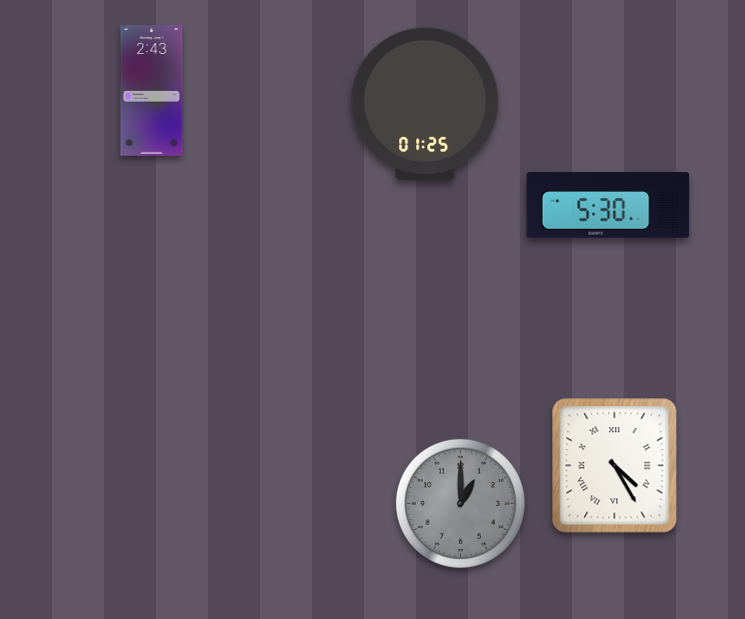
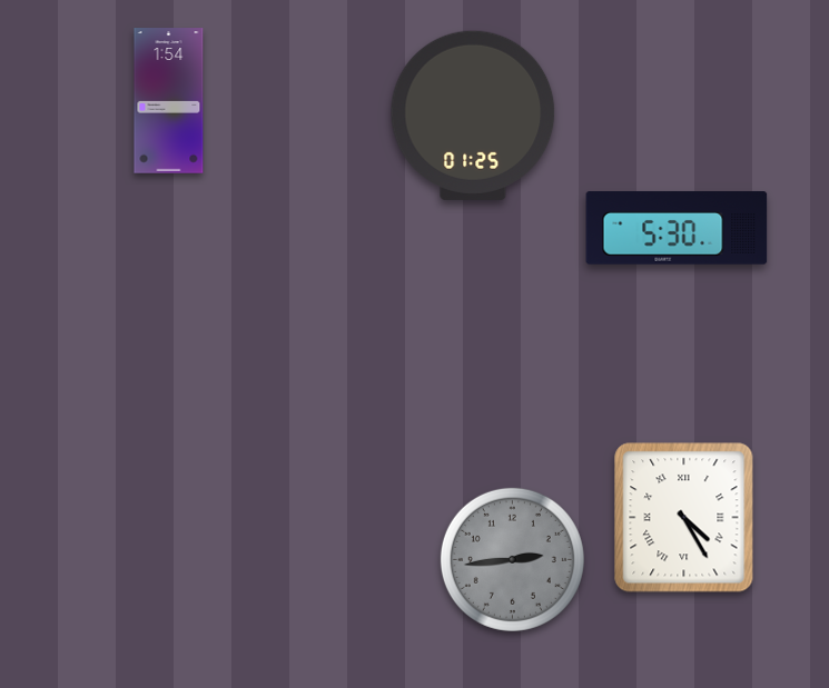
clock at (152, 91): 2:43 -> 1:54
clock at (460, 503): 1:00 -> 2:44
